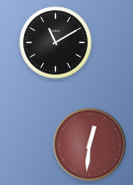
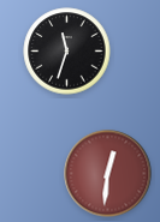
clock at (56, 43): 11:10 -> 11:33
